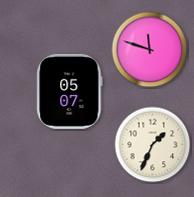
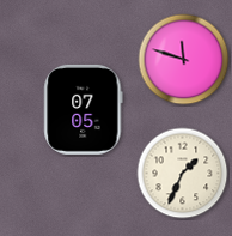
clock at (150, 50) position: (150, 50) -> (184, 60)
clock at (70, 91): 05:07 -> 07:05
